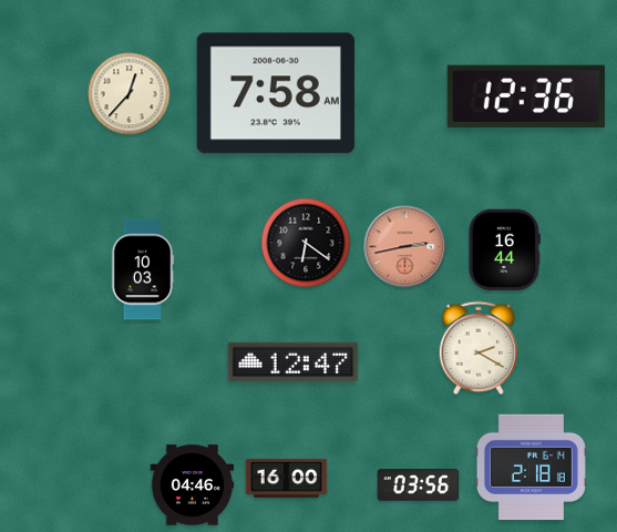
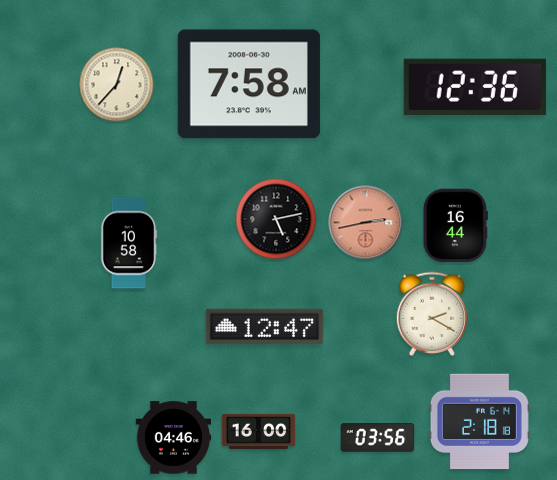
clock at (306, 243): 6:21 -> 5:13
clock at (143, 269): 10:03 -> 10:58
